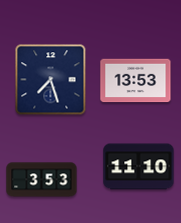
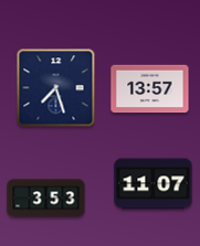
clock at (136, 81): 13:53 -> 13:57
clock at (139, 167): 11:10 -> 11:07
